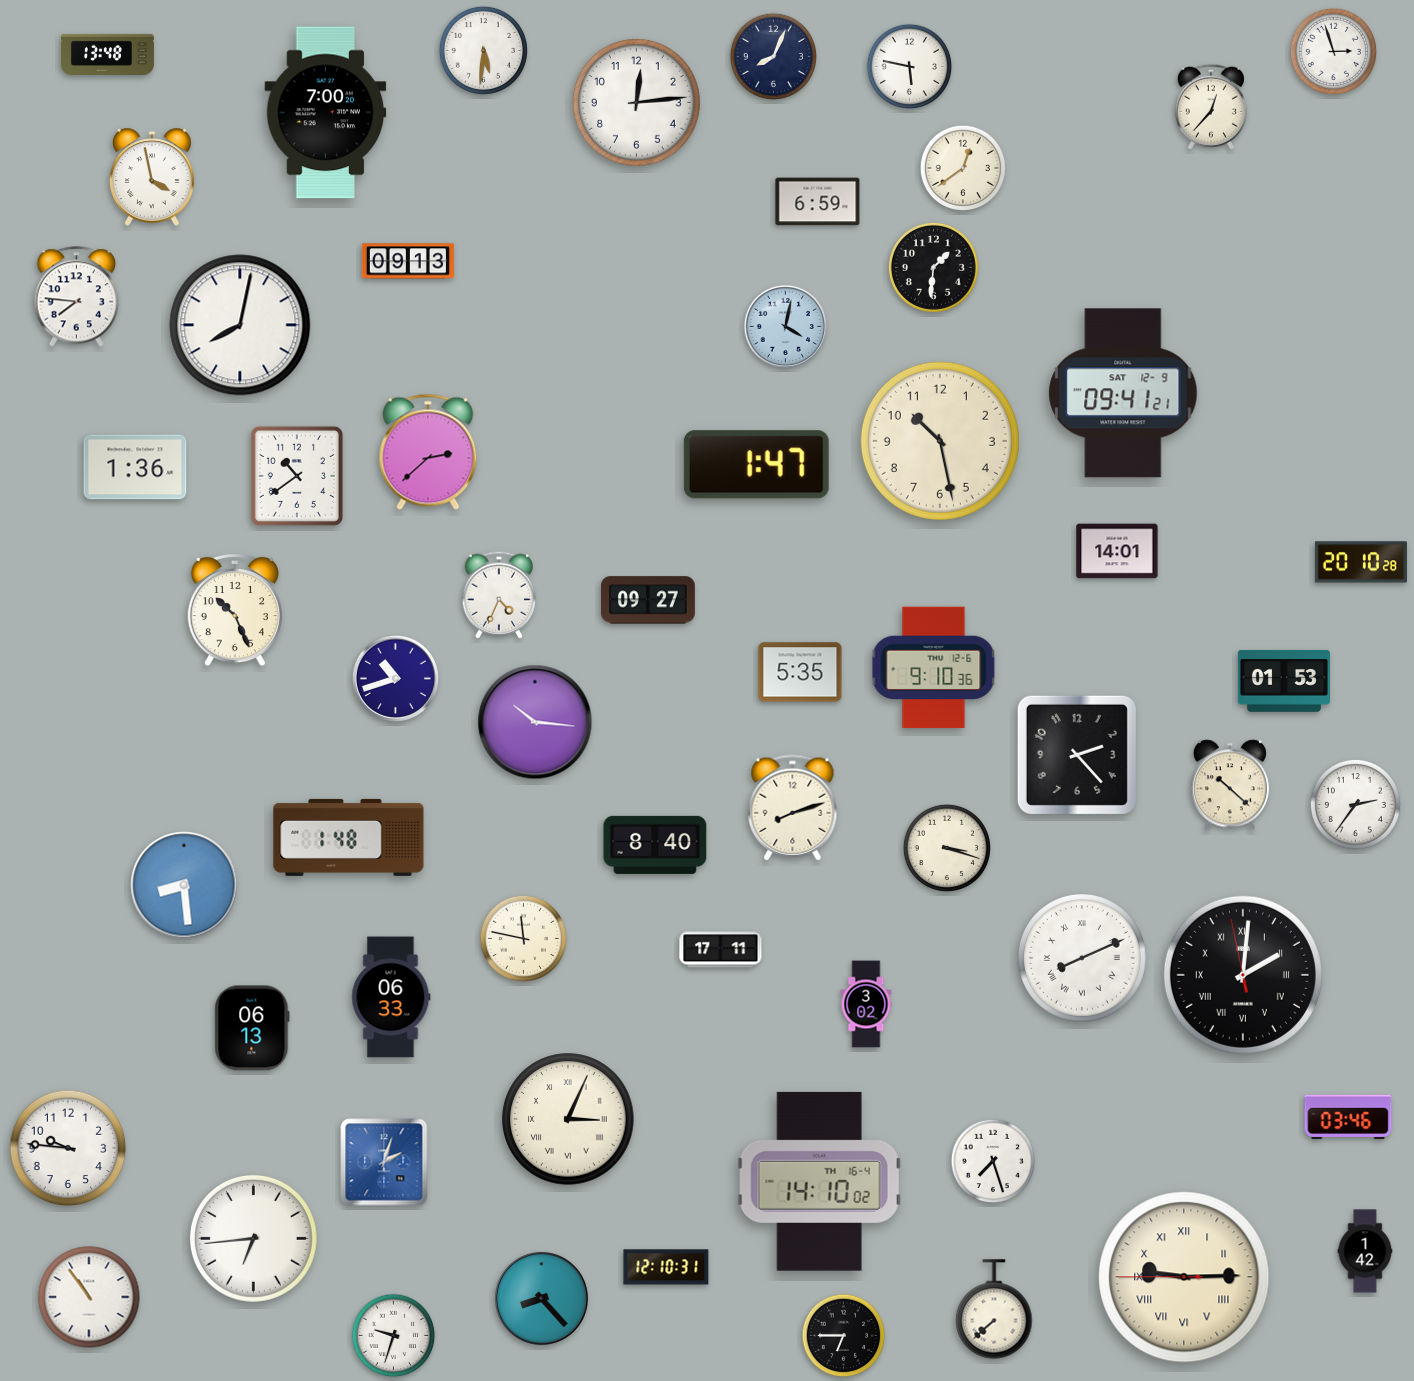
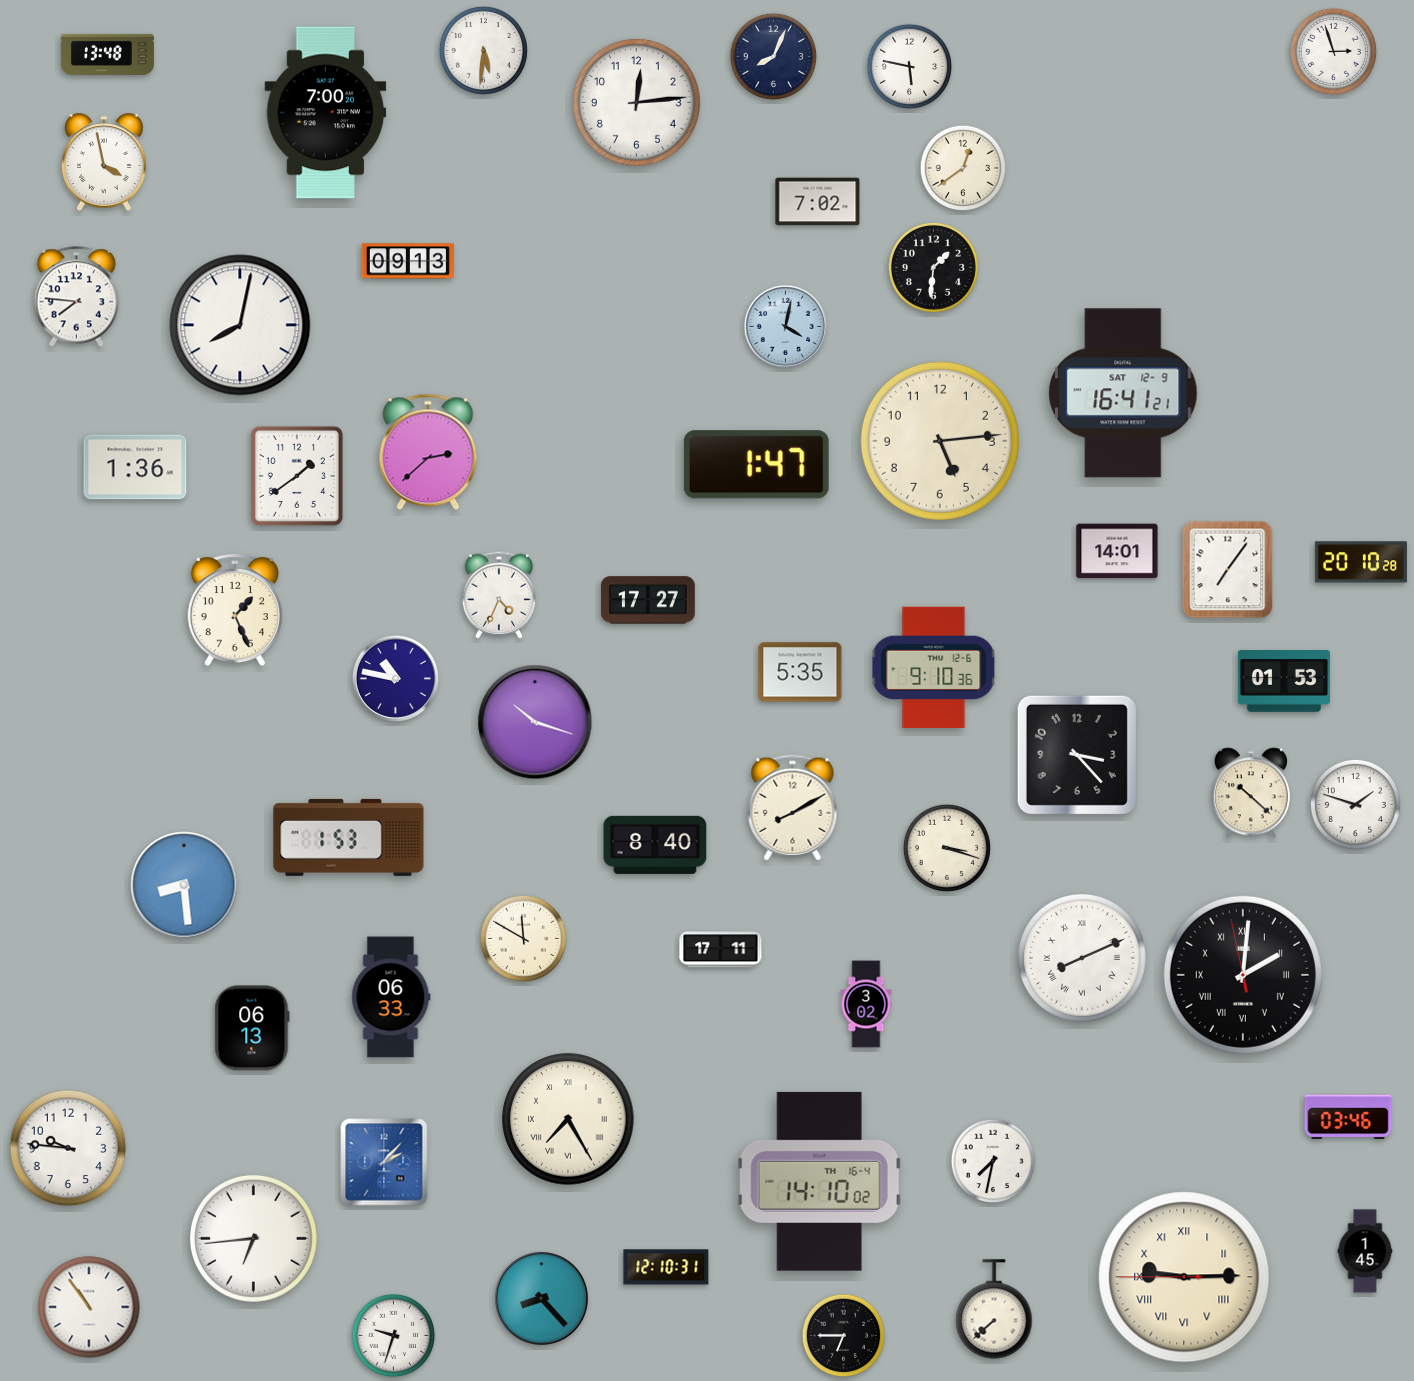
clock at (1211, 107): 12:37 -> none
clock at (152, 177) position: (152, 177) -> (104, 162)
clock at (818, 202): 6:59 -> 7:02
clock at (1123, 393): 09:41 -> 16:41
clock at (940, 441): 10:28 -> 5:14
clock at (297, 476): 10:39 -> 1:39
clock at (1228, 570): none -> 7:06
clock at (648, 600): 09:27 -> 17:27
clock at (235, 610): 10:26 -> 1:26
clock at (395, 678): 10:42 -> 10:47
clock at (535, 722): 10:16 -> 10:18
clock at (1077, 755): 2:23 -> 3:23
clock at (1230, 785) position: (1230, 785) -> (1251, 793)
clock at (1355, 804): 2:36 -> 1:48
clock at (793, 808): 8:12 -> 8:10
clock at (349, 837): 1:48 -> 1:53
clock at (523, 938): 11:47 -> 11:50
clock at (568, 1119): 3:04 -> 7:25
clock at (993, 1161): 7:27 -> 7:32
clock at (384, 1162): 2:03 -> 2:07
clock at (1365, 1251): 1:42 -> 1:45
clock at (89, 1297) position: (89, 1297) -> (89, 1307)
